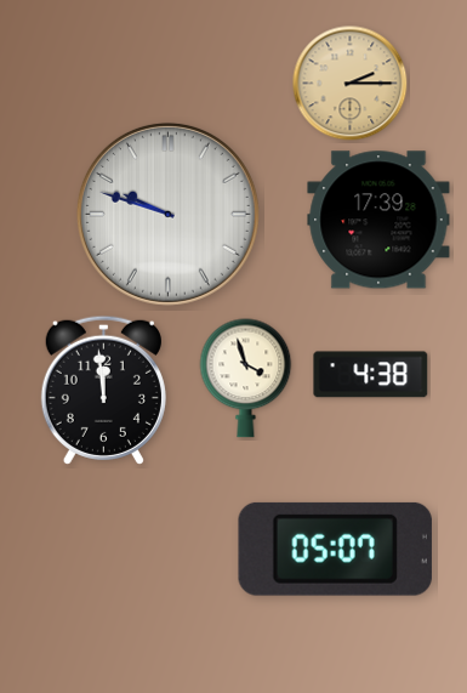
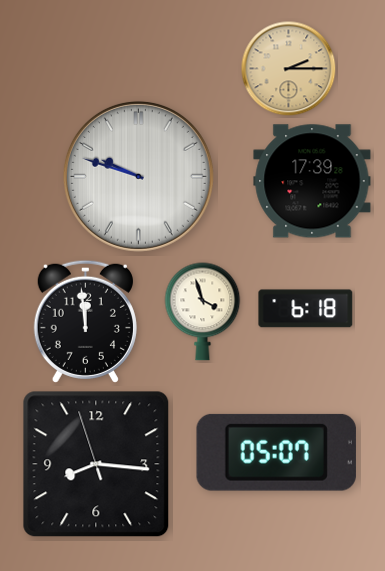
clock at (371, 375): 4:38 -> 6:18
clock at (96, 464): none -> 8:15
